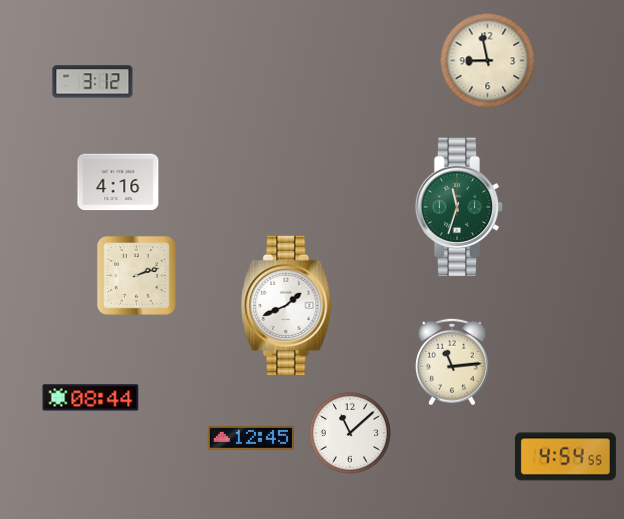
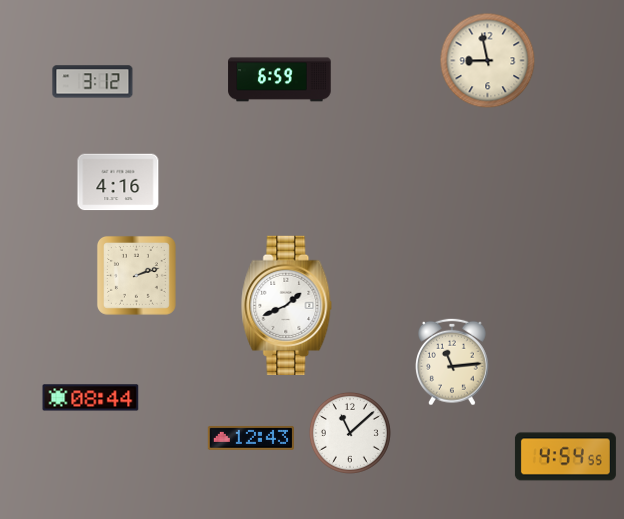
clock at (280, 80): none -> 6:59
clock at (459, 207): 11:33 -> none
clock at (251, 438): 12:45 -> 12:43
